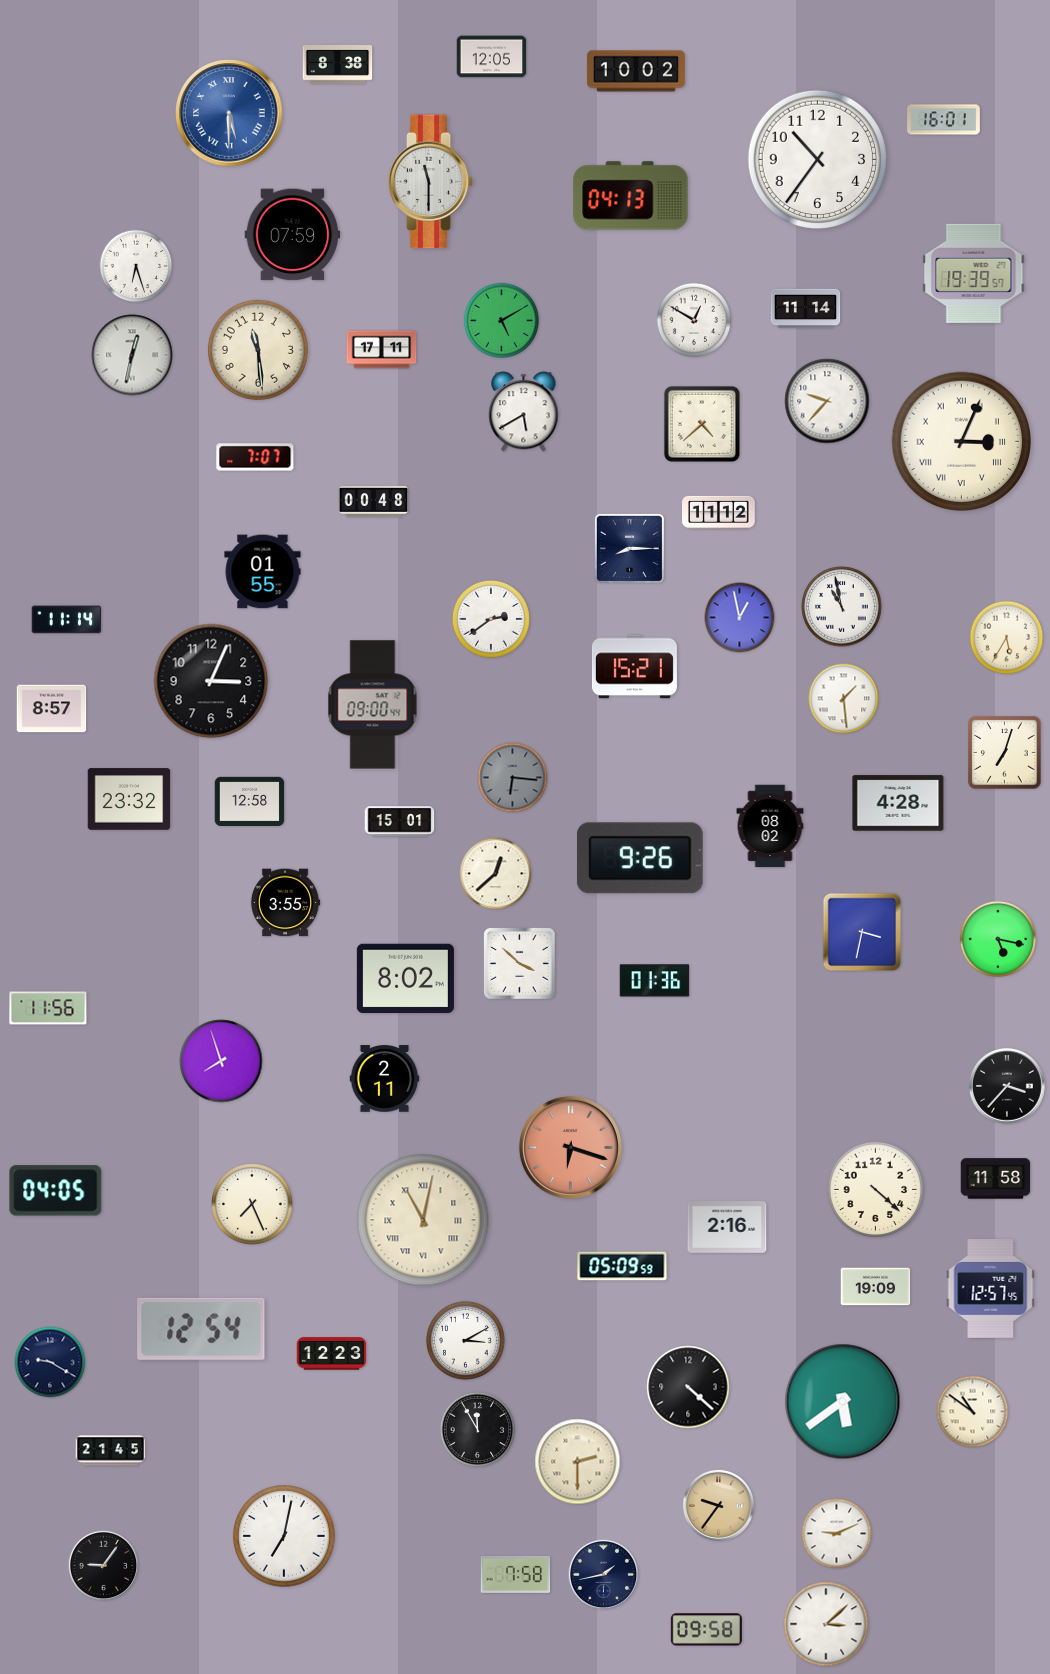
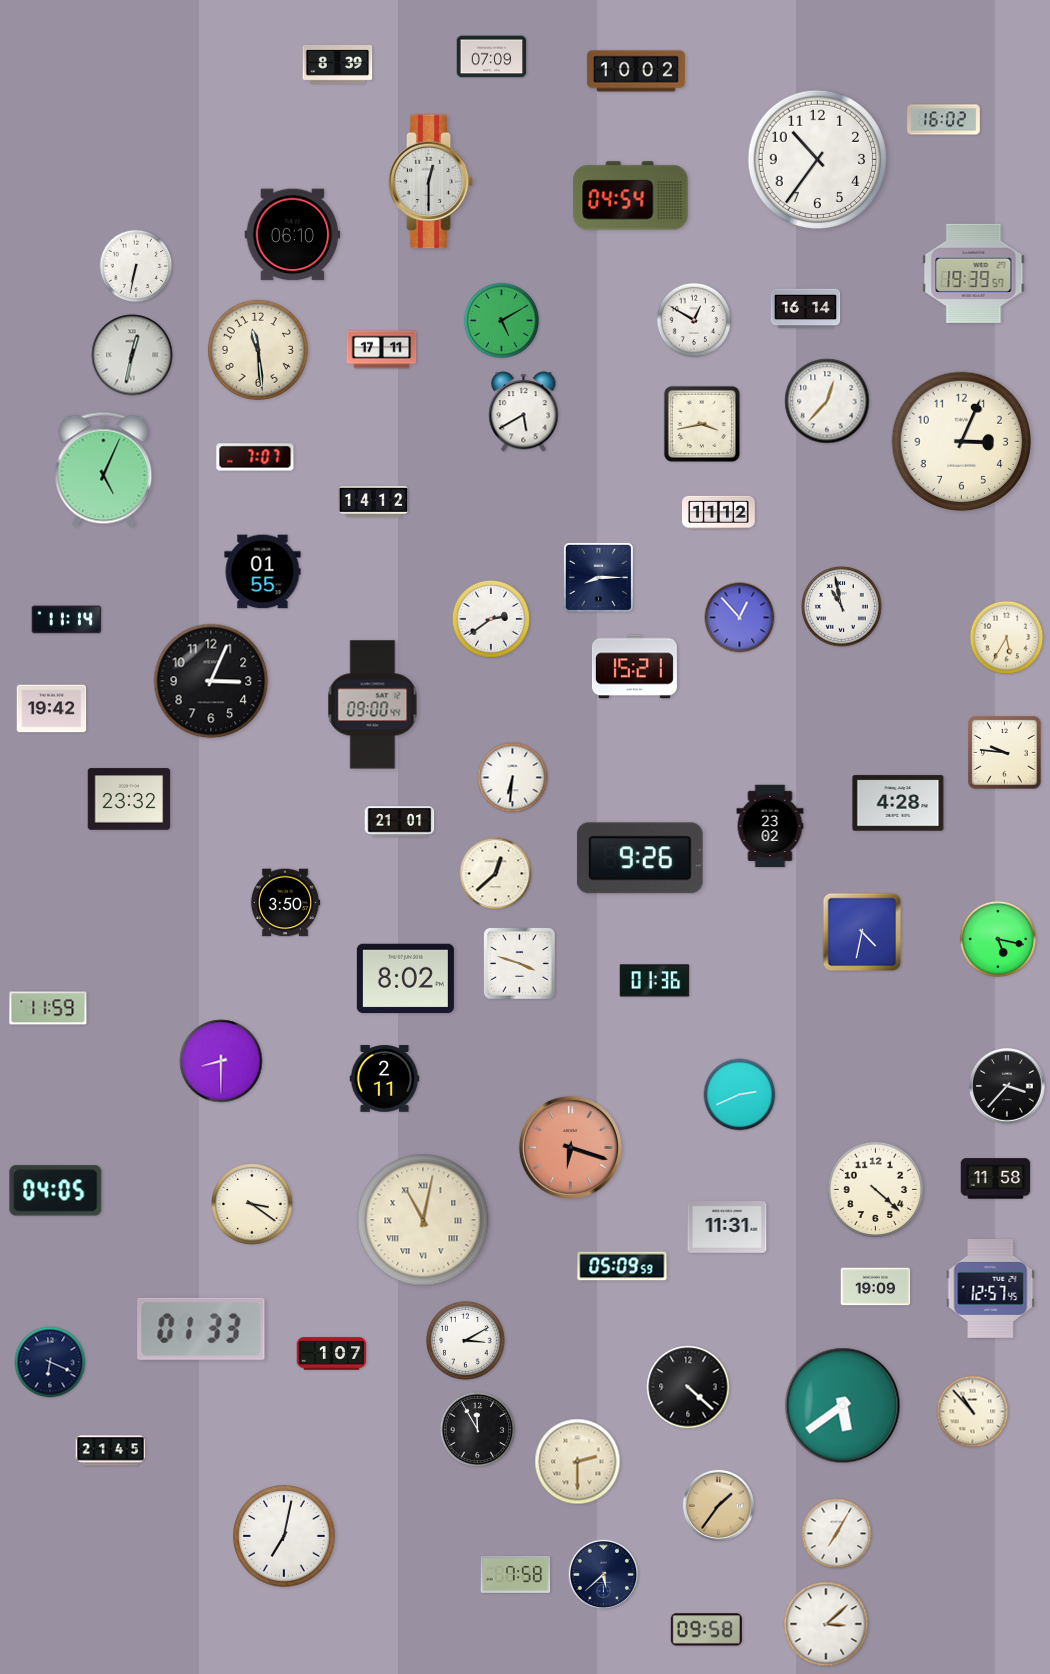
clock at (492, 57): 12:05 -> 07:09
clock at (338, 65): 8:38 -> 8:39
clock at (229, 113): 5:30 -> none
clock at (944, 120): 16:01 -> 16:02
clock at (431, 182): 11:30 -> 12:30
clock at (631, 196): 04:13 -> 04:54
clock at (293, 235): 07:59 -> 06:10
clock at (136, 266): 6:27 -> 6:32
clock at (806, 309): 11:14 -> 16:14
clock at (827, 401): 9:37 -> 12:37
clock at (702, 424): 4:38 -> 3:43
clock at (961, 441) numerals: Roman -> Arabic
clock at (104, 470): none -> 5:04
clock at (374, 501): 00:48 -> 14:12
clock at (629, 548) position: (629, 548) -> (598, 577)
clock at (740, 618): 12:58 -> 12:53
clock at (844, 699): 1:29 -> none
clock at (52, 709): 8:57 -> 19:42
clock at (1005, 753): 7:03 -> 9:46
clock at (513, 778): 6:16 -> 6:31
clock at (513, 778) dial: grey -> white
clock at (250, 801): 12:58 -> none
clock at (400, 822): 15:01 -> 21:01
clock at (770, 826): 08:02 -> 23:02
clock at (285, 903): 3:55 -> 3:50
clock at (862, 932): 3:32 -> 4:32
clock at (520, 964): 3:52 -> 3:48
clock at (48, 1008): 11:56 -> 11:59
clock at (221, 1061): 7:57 -> 8:30
clock at (740, 1095): none -> 2:41
clock at (252, 1204): 7:26 -> 3:21
clock at (727, 1227): 2:16 -> 11:31
clock at (201, 1329): 12:54 -> 01:33
clock at (332, 1354): 12:23 -> 1:07
clock at (50, 1362): 9:20 -> 6:19
clock at (843, 1402) position: (843, 1402) -> (843, 1406)
clock at (973, 1412): 10:51 -> 10:53
clock at (718, 1505): 9:36 -> 1:36
clock at (837, 1534): 9:11 -> 7:05
clock at (104, 1566): 9:06 -> none
clock at (604, 1575): 1:43 -> 5:38
